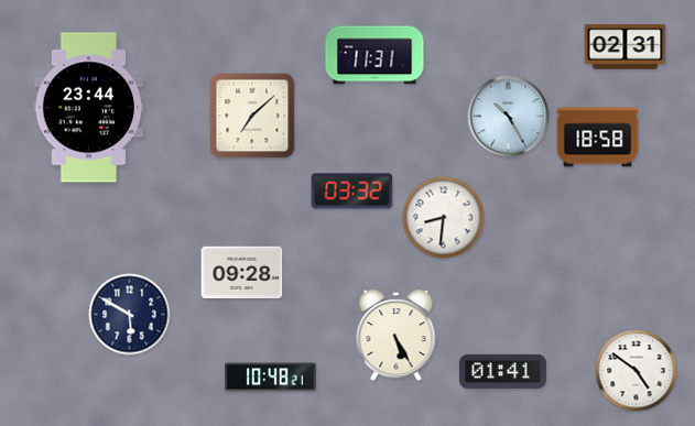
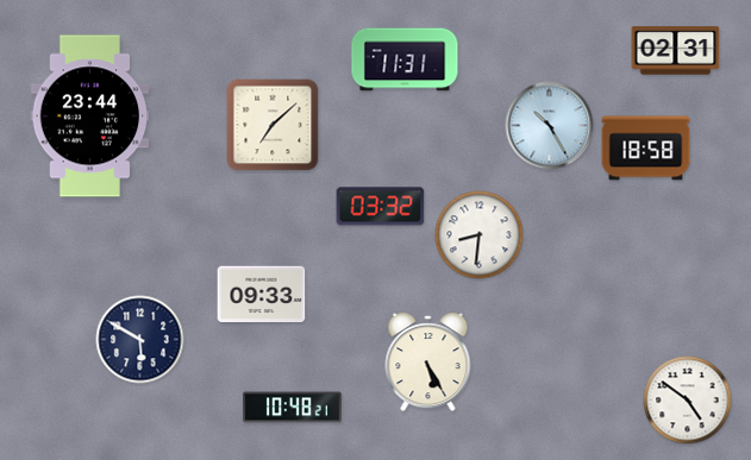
clock at (89, 108) position: (89, 108) -> (90, 116)
clock at (242, 273): 09:28 -> 09:33
clock at (502, 371): 01:41 -> none
